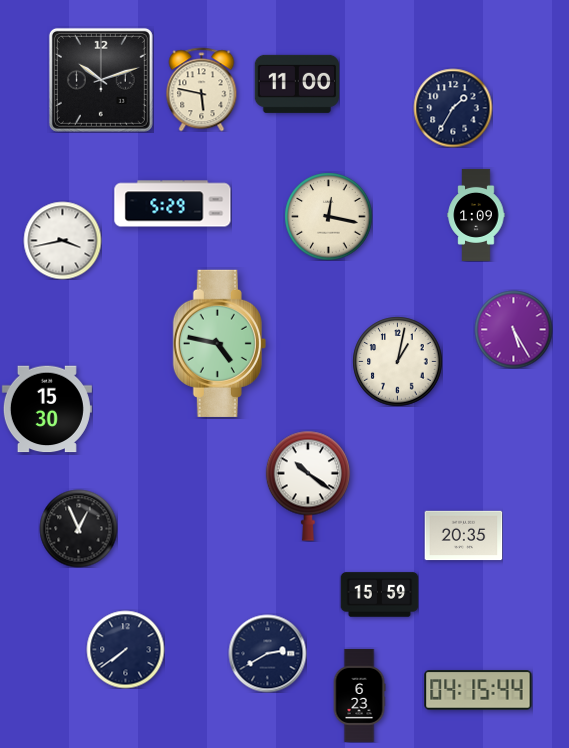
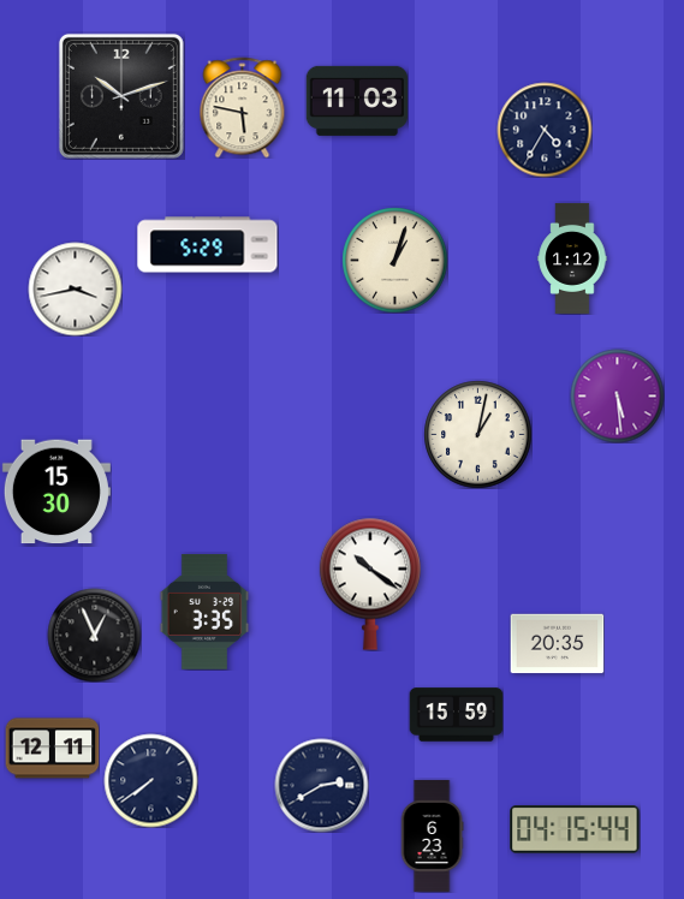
clock at (296, 84): 11:00 -> 11:03
clock at (453, 108): 1:35 -> 4:35
clock at (476, 215): 1:09 -> 1:12
clock at (328, 216): 12:17 -> 1:03
clock at (513, 329): 5:25 -> 5:29
clock at (219, 343): 4:47 -> none
clock at (204, 612): none -> 3:35
clock at (52, 749): none -> 12:11
